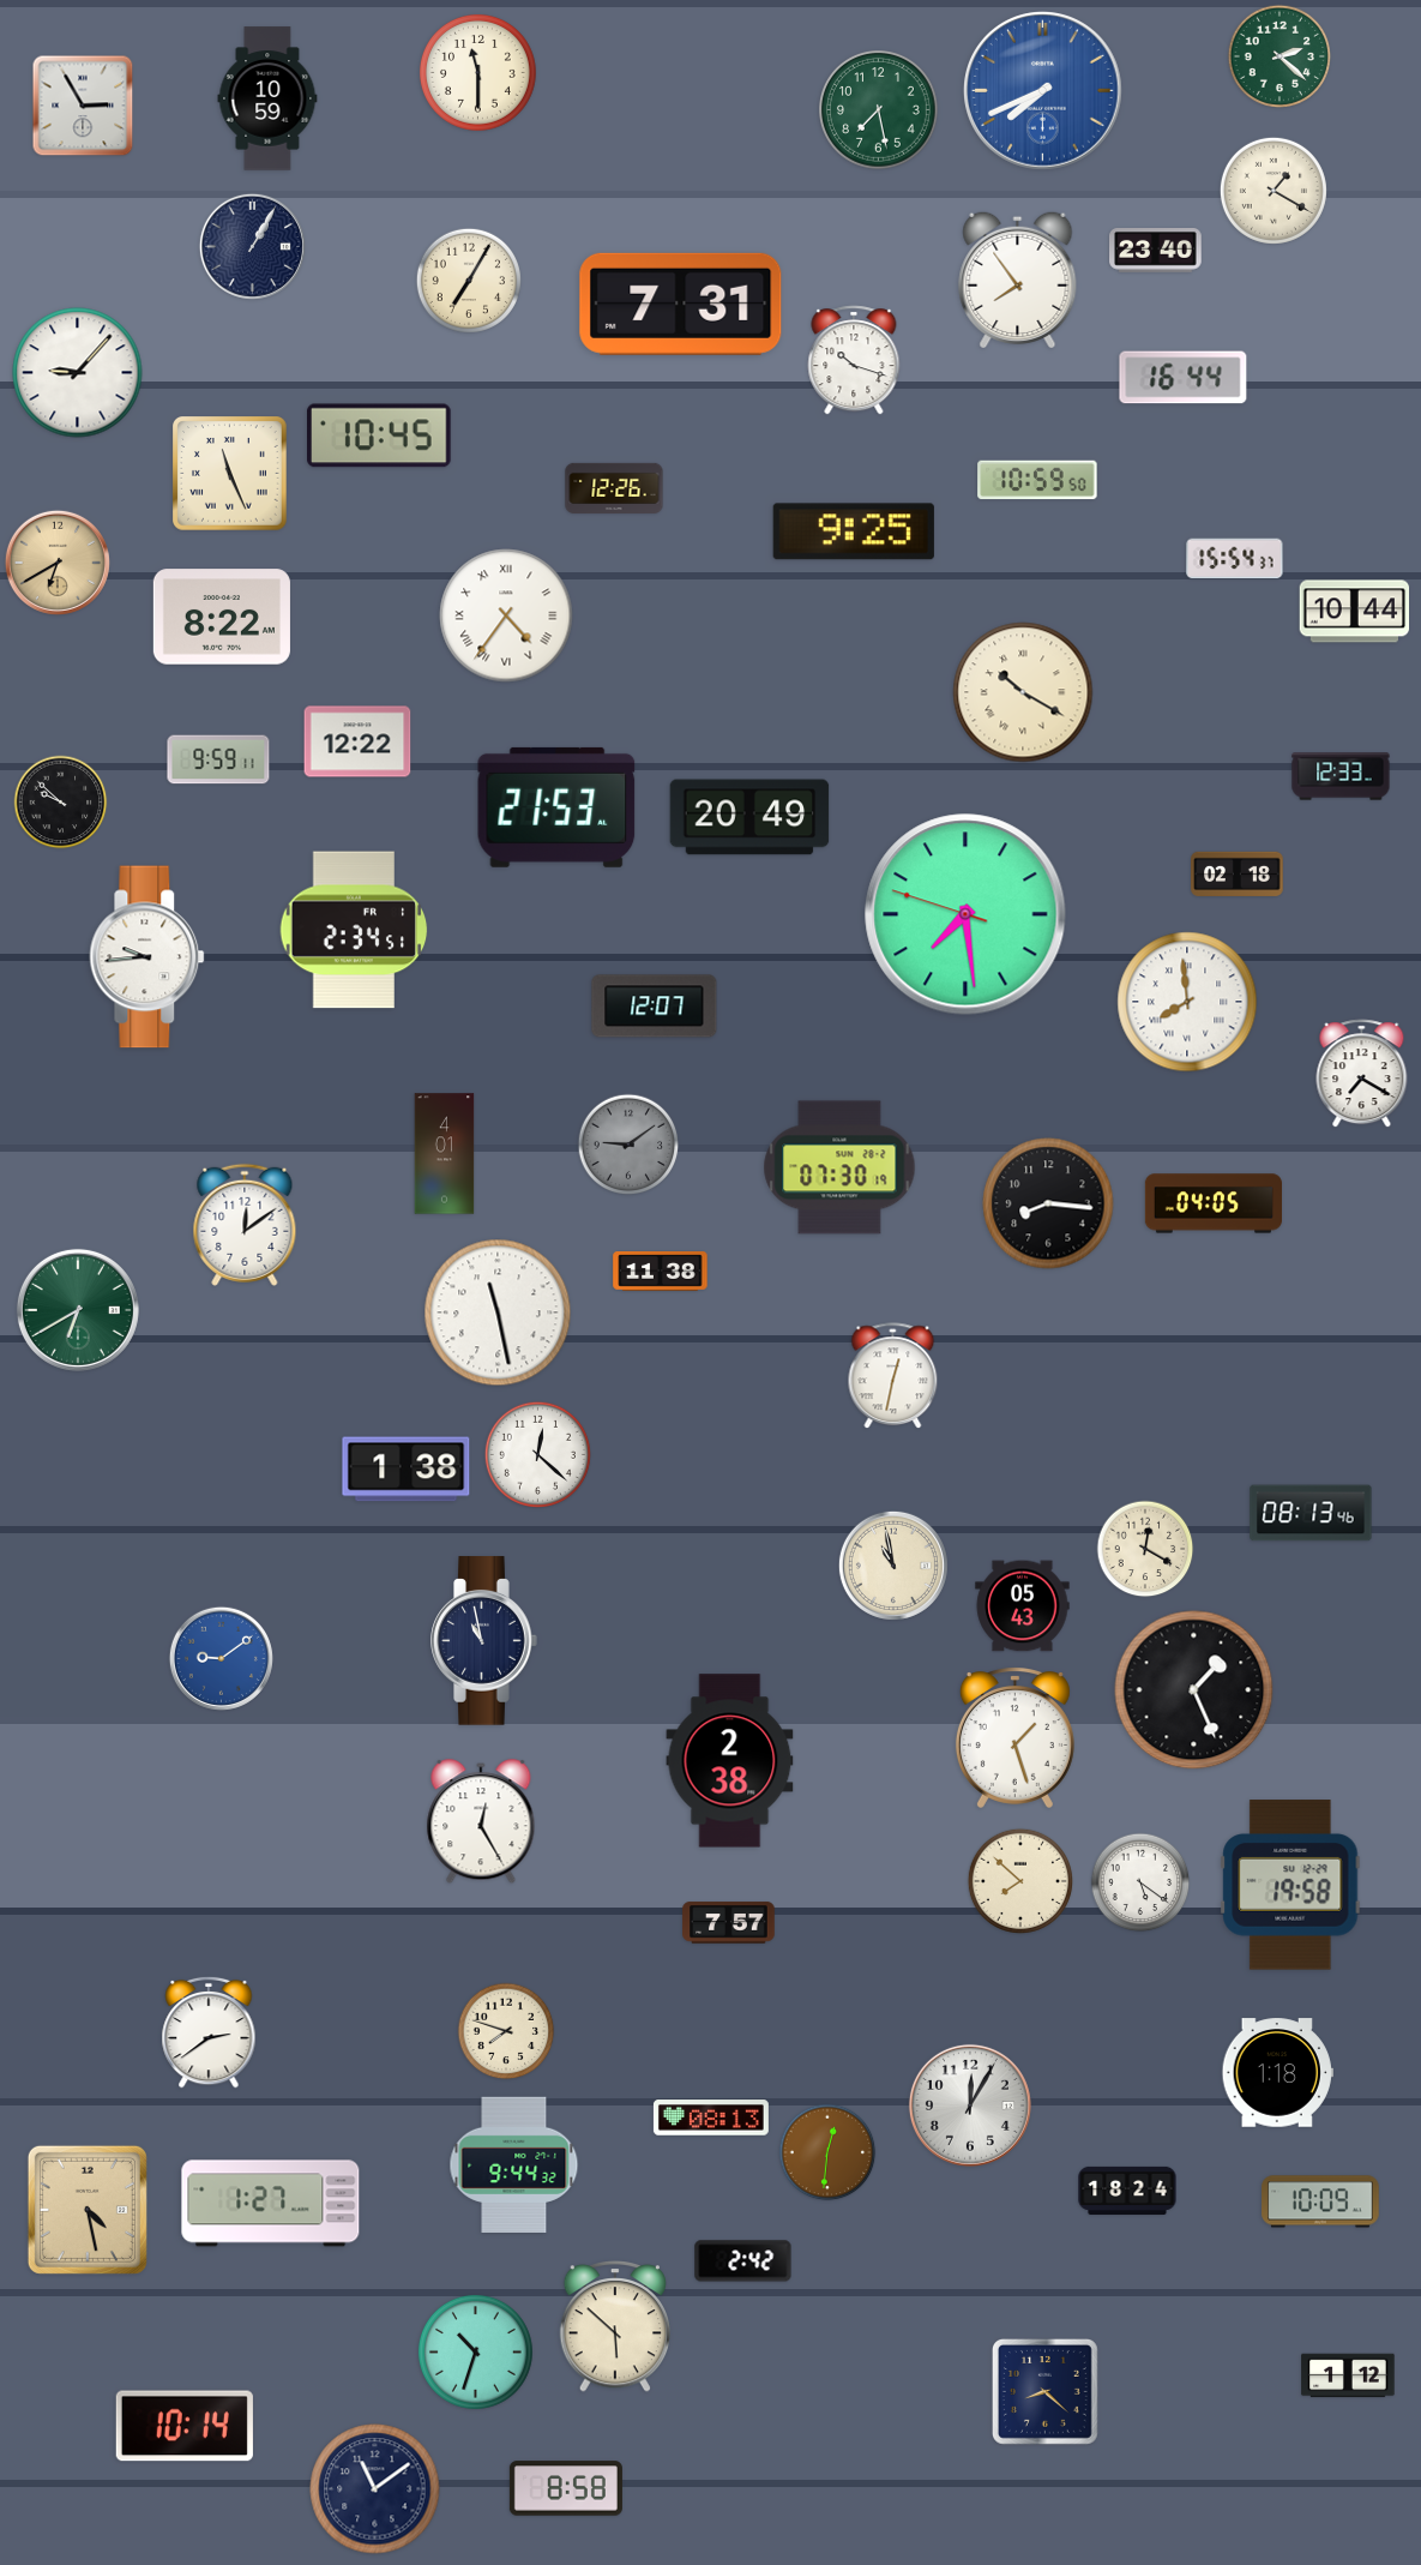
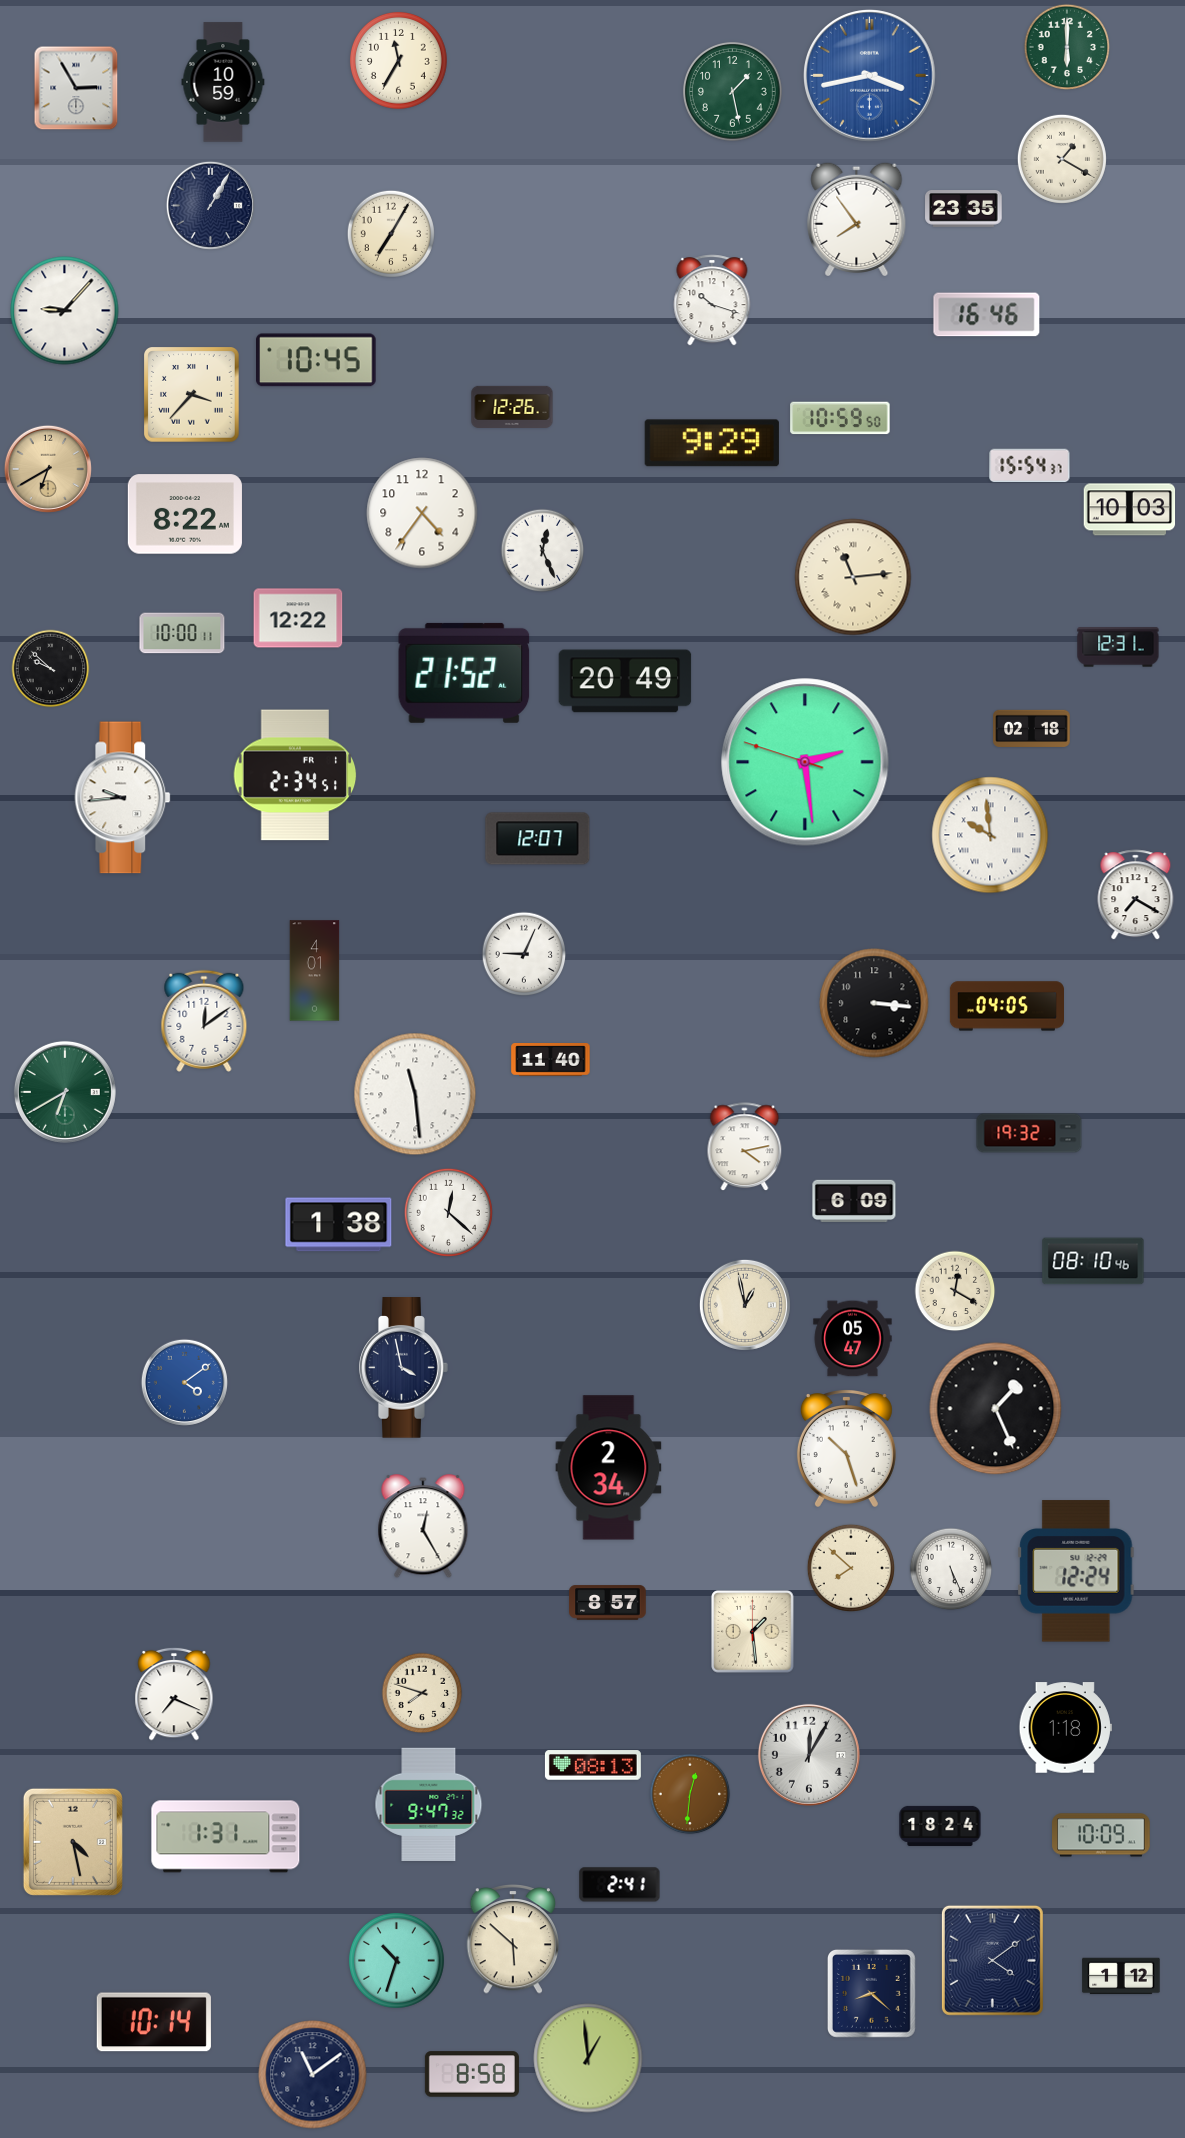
clock at (1279, 56): 2:22 -> 6:00
clock at (478, 73): 11:30 -> 11:35
clock at (1043, 91): 7:41 -> 3:43
clock at (83, 106) position: (83, 106) -> (76, 88)
clock at (879, 110): 7:28 -> 1:28
clock at (1156, 251): 23:40 -> 23:35
clock at (1018, 280) position: (1018, 280) -> (857, 219)
clock at (681, 304): 7:31 -> none
clock at (1184, 378): 16:44 -> 16:46
clock at (379, 435) position: (379, 435) -> (316, 360)
clock at (230, 474): 11:26 -> 3:37
clock at (1037, 480) position: (1037, 480) -> (840, 418)
clock at (854, 531): 9:25 -> 9:29
clock at (1355, 612): 10:44 -> 10:03
clock at (506, 615) numerals: Roman -> Arabic
clock at (543, 551): none -> 12:26
clock at (1023, 692): 10:20 -> 11:14
clock at (218, 759): 9:59 -> 10:00
clock at (1341, 776): 12:33 -> 12:31
clock at (556, 807): 21:53 -> 21:52
clock at (965, 914): 7:28 -> 2:28
clock at (1187, 1002): 7:59 -> 9:59
clock at (655, 1007) position: (655, 1007) -> (538, 839)
clock at (628, 1145): 9:09 -> 9:04
clock at (628, 1145) dial: grey -> white
clock at (445, 1154) position: (445, 1154) -> (315, 971)
clock at (839, 1167): 07:30 -> none
clock at (1048, 1203): 8:16 -> 3:16
clock at (1212, 1203) position: (1212, 1203) -> (1006, 1006)
clock at (661, 1272): 11:38 -> 11:40
clock at (498, 1312): 11:28 -> 11:29
clock at (1029, 1133): none -> 19:32
clock at (893, 1376): 12:32 -> 4:13
clock at (854, 1200): none -> 6:09
clock at (1311, 1513): 08:13 -> 08:10
clock at (893, 1566): 10:58 -> 12:58
clock at (1023, 1606): 05:43 -> 05:47
clock at (484, 1641): 10:58 -> 3:58
clock at (221, 1658): 9:09 -> 4:09
clock at (1014, 1738): 1:27 -> 10:27
clock at (730, 1761): 2:38 -> 2:34
clock at (481, 1822) position: (481, 1822) -> (423, 1527)
clock at (1140, 1882): 5:21 -> 5:26
clock at (1290, 1885): 19:58 -> 12:24
clock at (729, 1923): 7:57 -> 8:57
clock at (753, 1632): none -> 1:29
clock at (209, 2032): 2:39 -> 7:19
clock at (514, 2164): 9:44 -> 9:47
clock at (271, 2204): 1:27 -> 1:31
clock at (743, 2261): 2:42 -> 2:41
clock at (992, 1960): none -> 4:09
clock at (1348, 2375) position: (1348, 2375) -> (1121, 1976)
clock at (588, 2058): none -> 12:59
